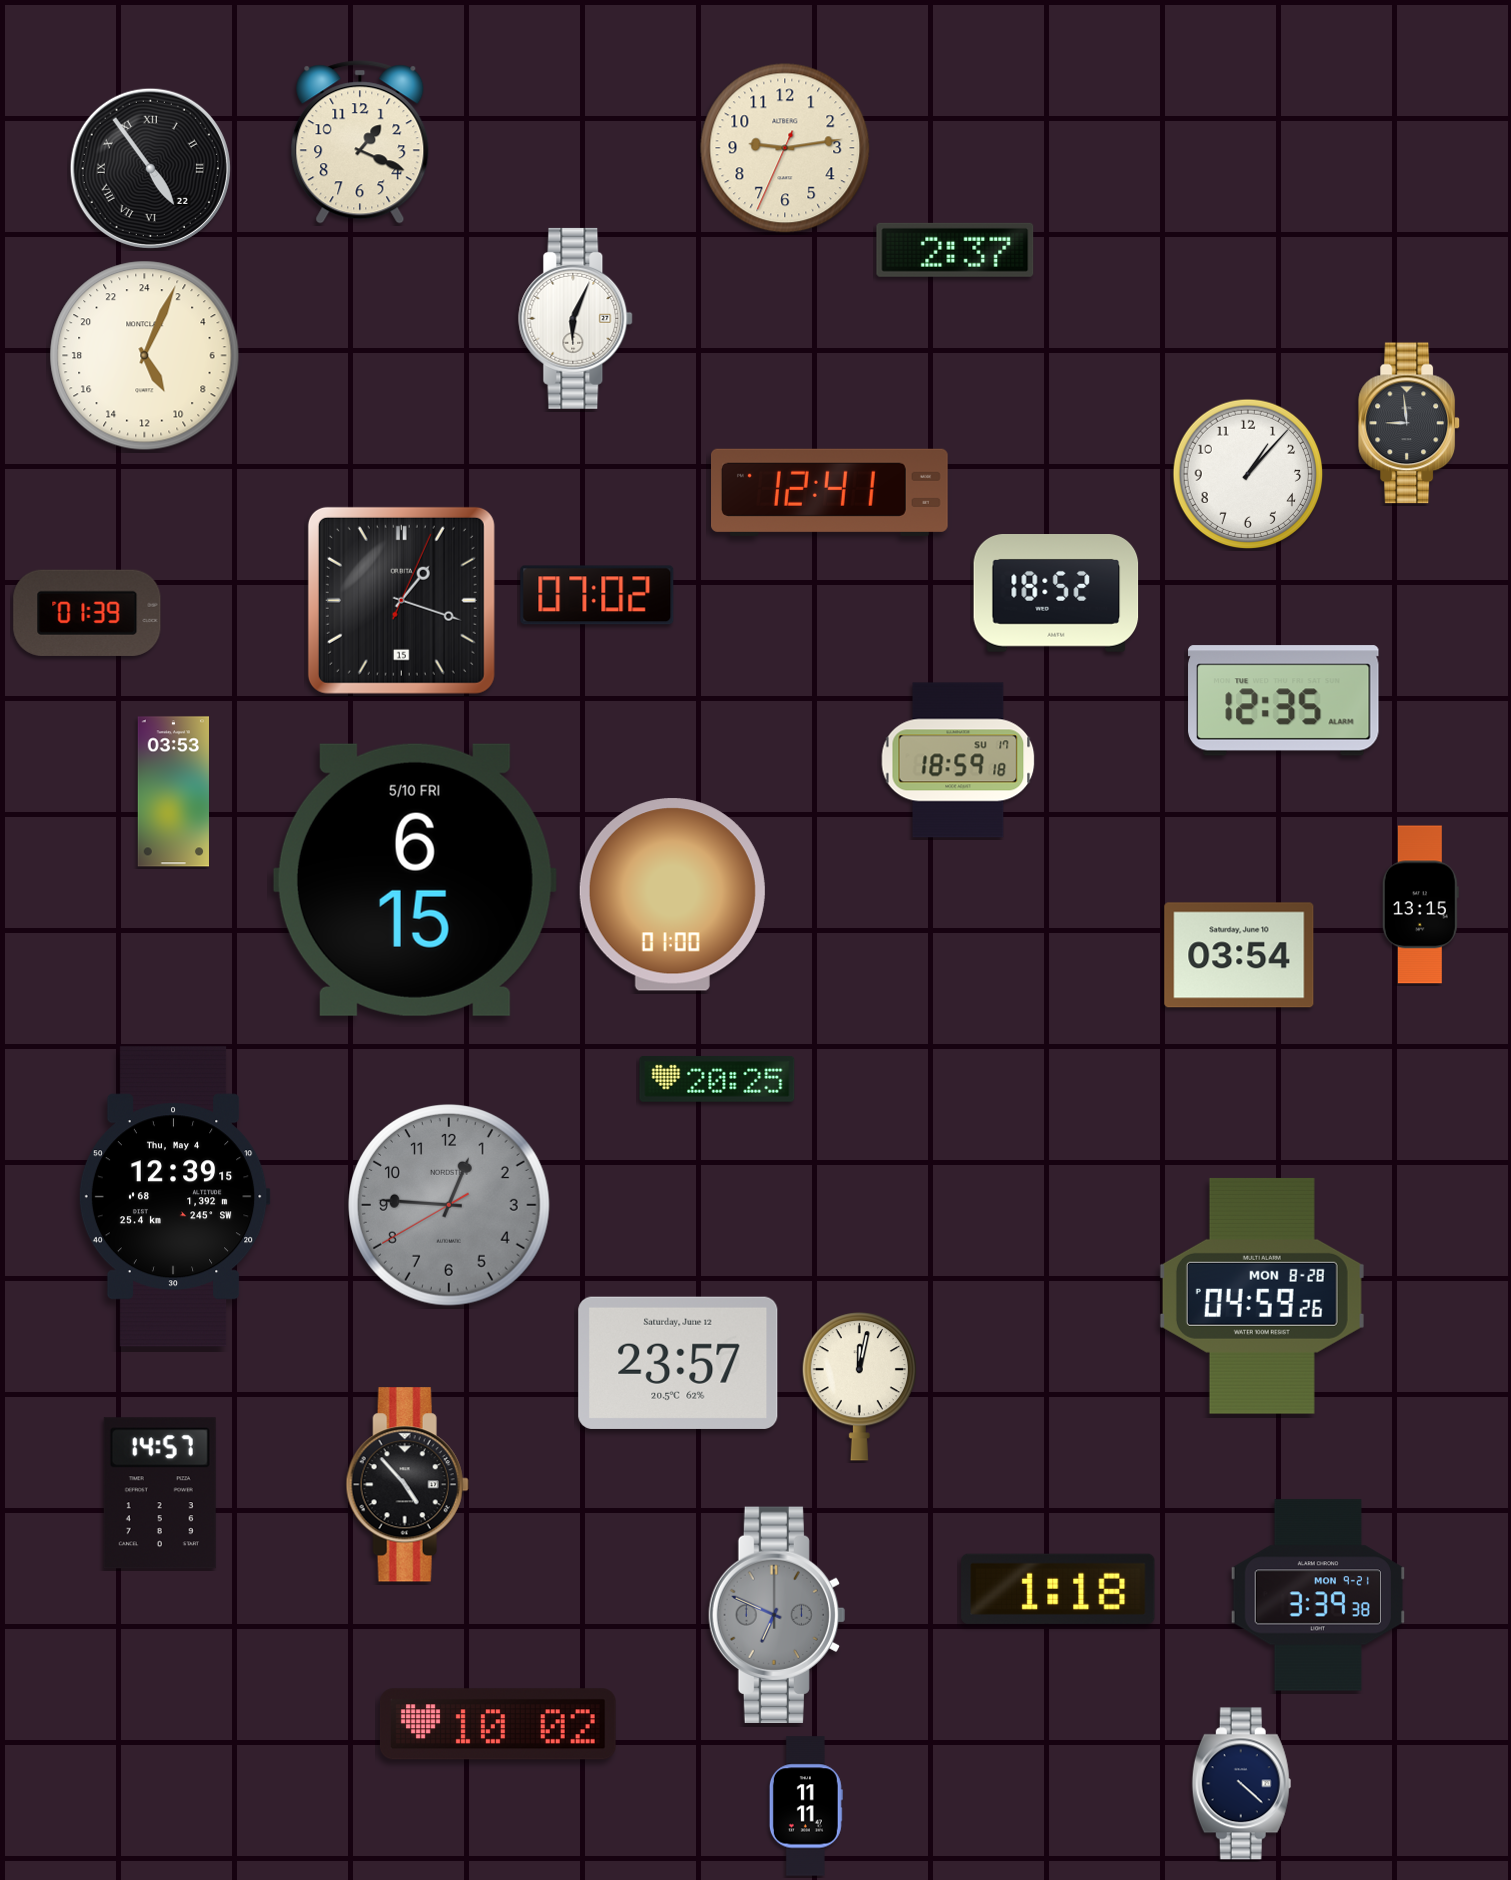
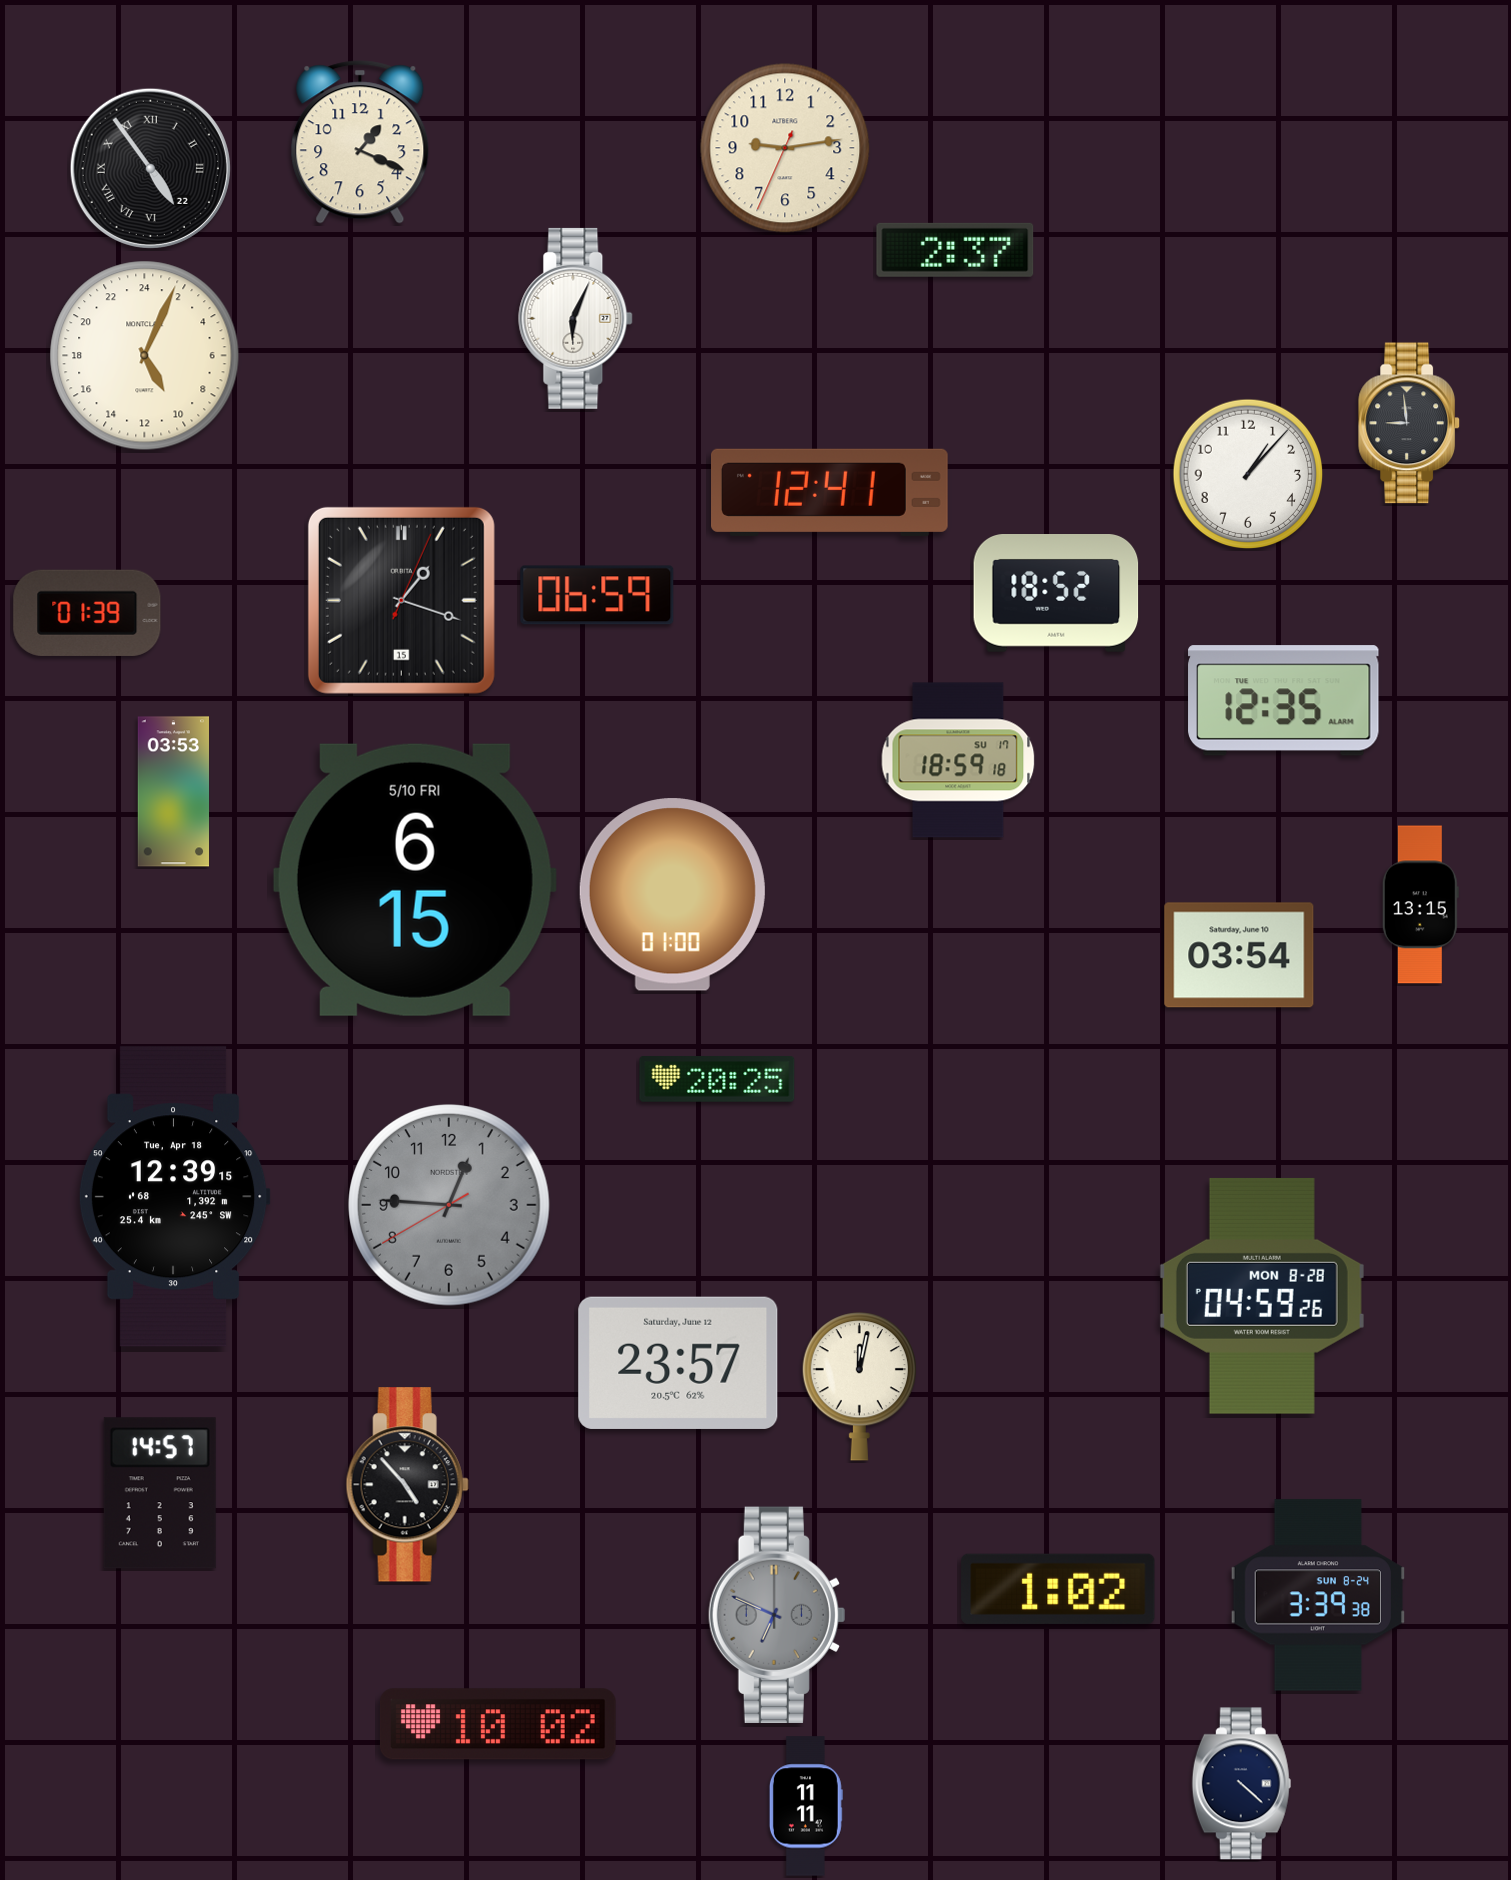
clock at (597, 595): 07:02 -> 06:59
clock at (174, 1197) date: Thu, May 4 -> Tue, Apr 18
clock at (1058, 1589): 1:18 -> 1:02
clock at (1317, 1595) date: MON 9-21 -> SUN 8-24
